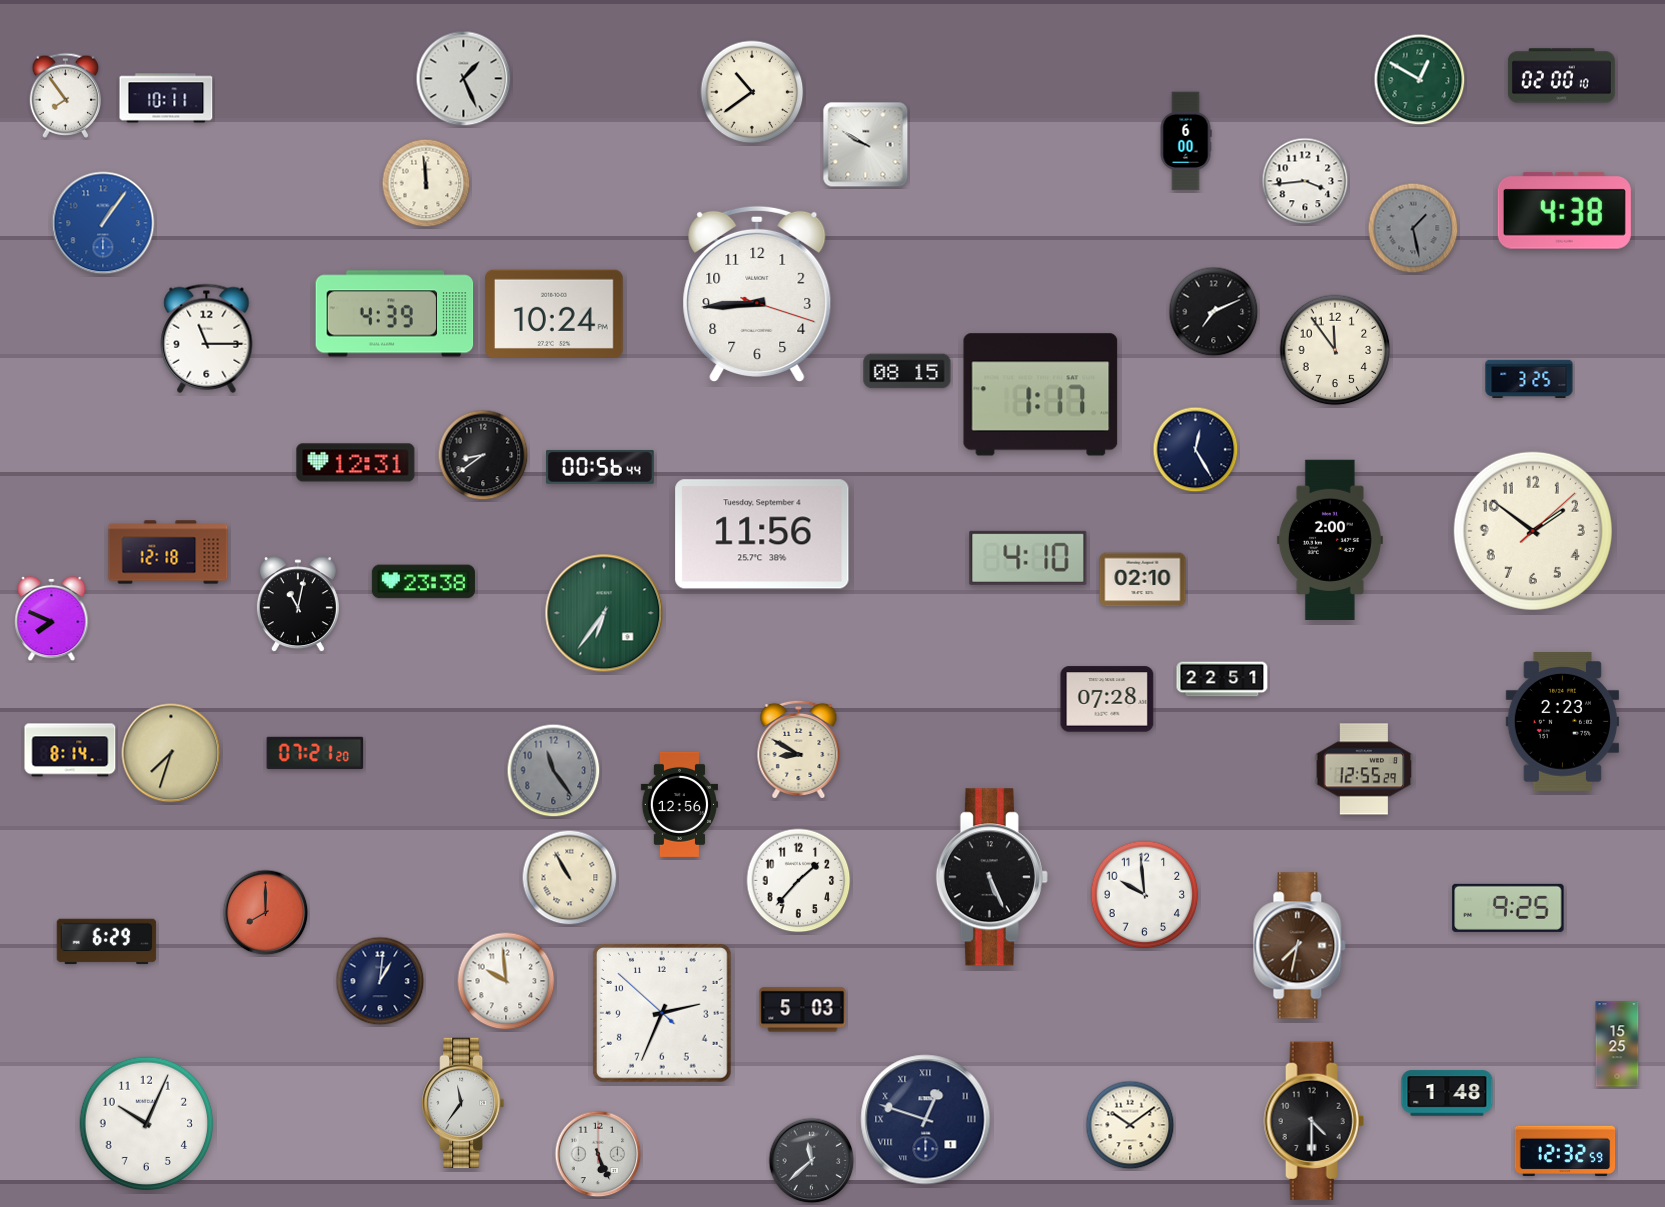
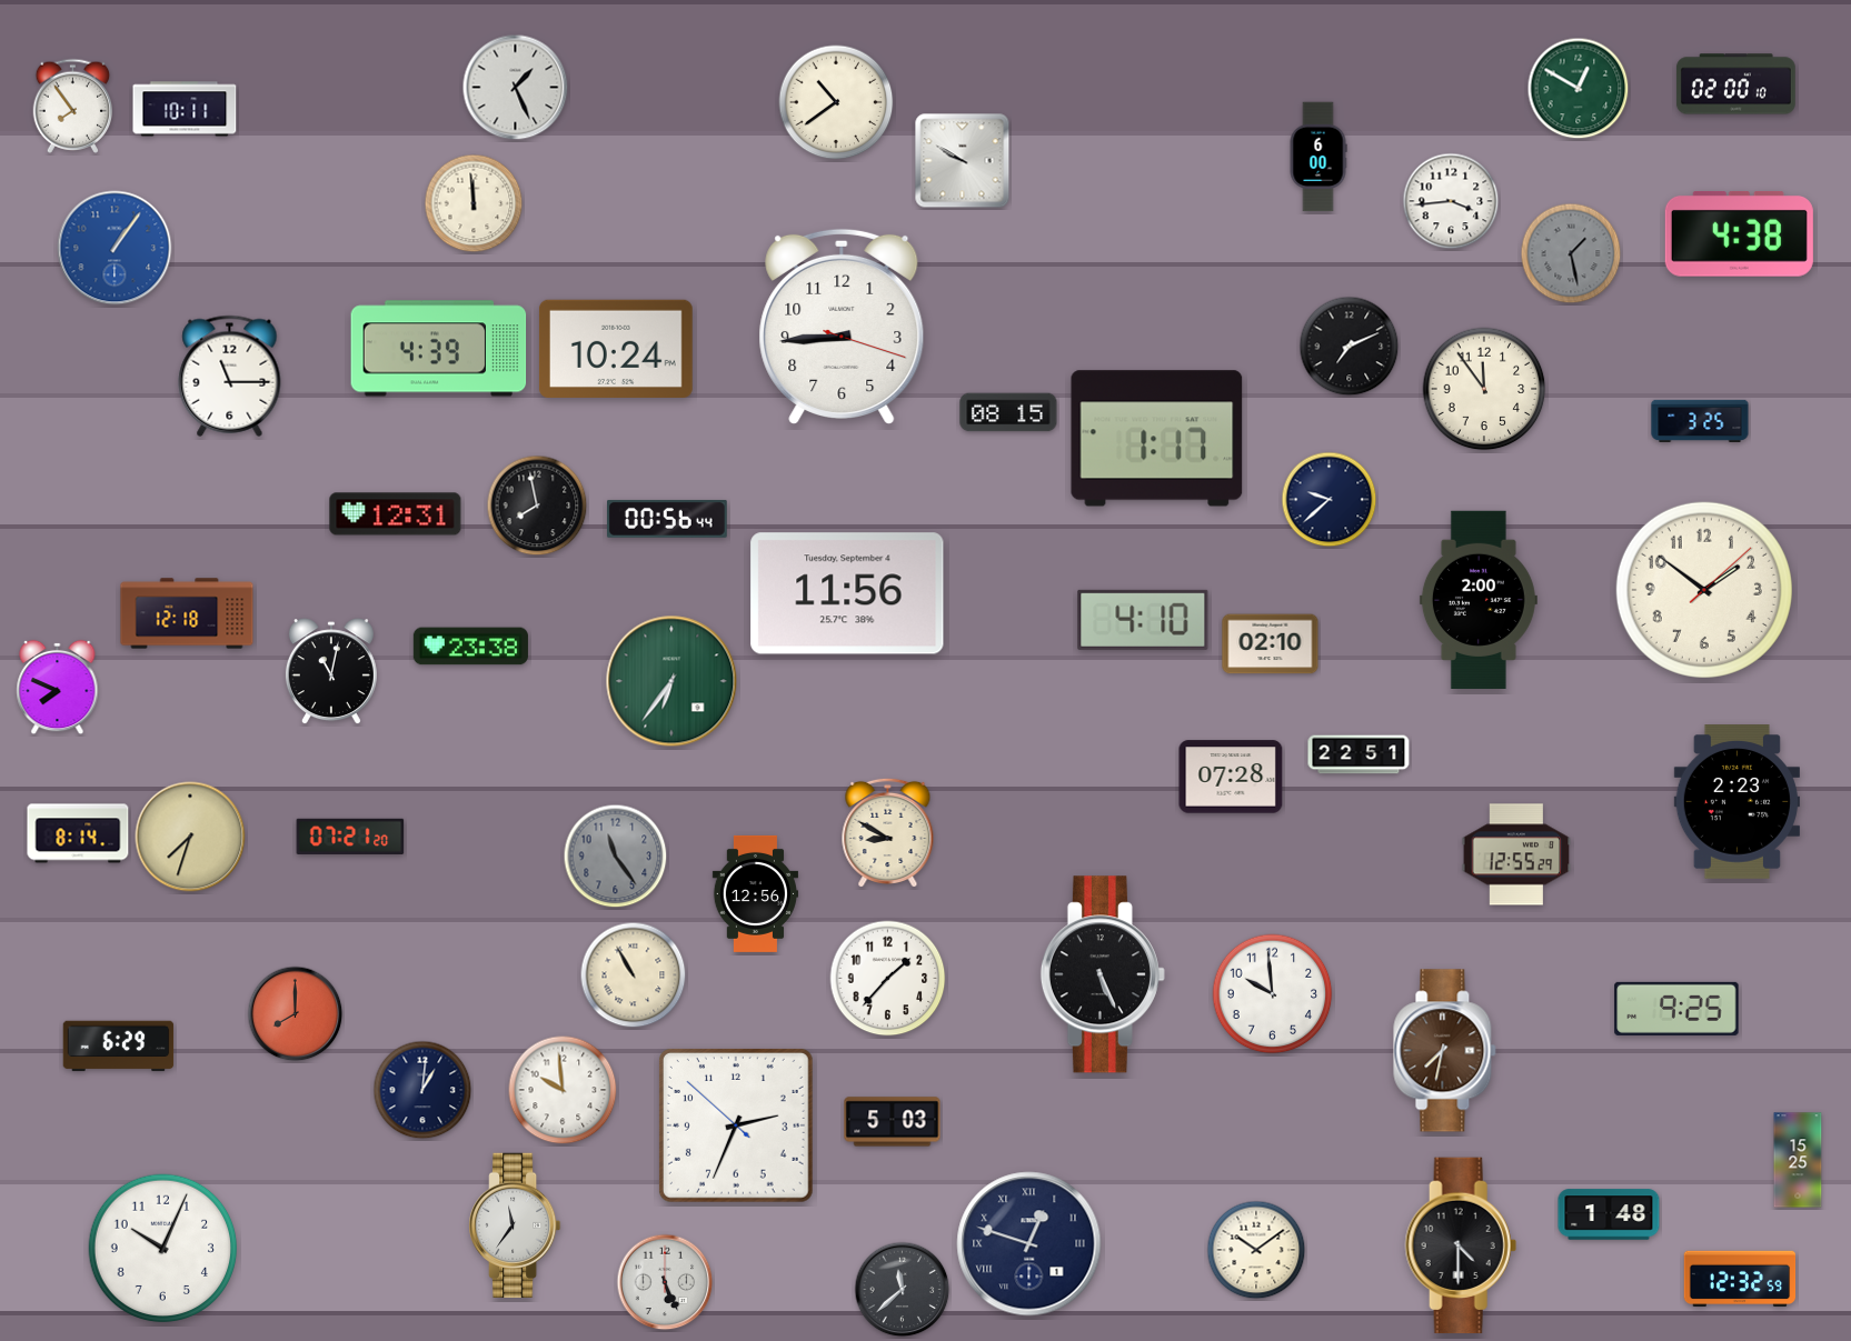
clock at (1196, 450): 12:25 -> 9:38
clock at (483, 455): 8:39 -> 7:58
